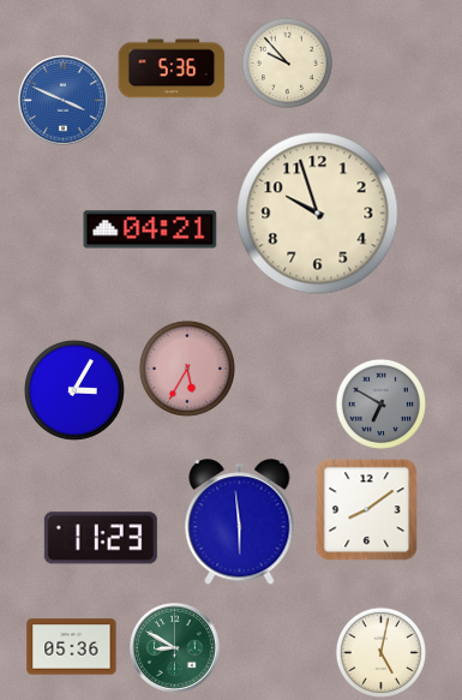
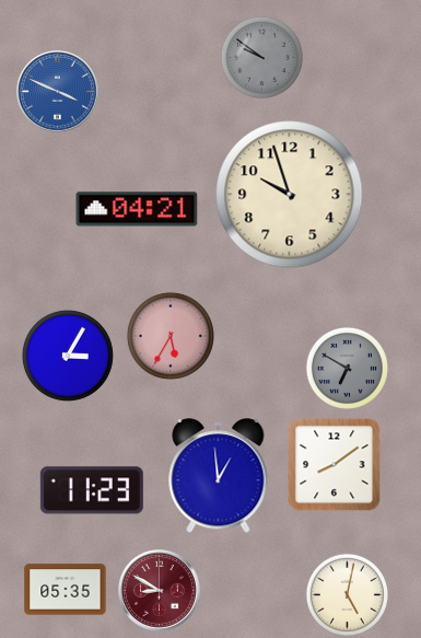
clock at (287, 62): 9:53 -> 9:51
clock at (287, 62) dial: cream -> grey
clock at (172, 68): 5:36 -> none
clock at (240, 522): 5:59 -> 12:59
clock at (72, 647): 05:36 -> 05:35
clock at (175, 648) dial: green -> burgundy
